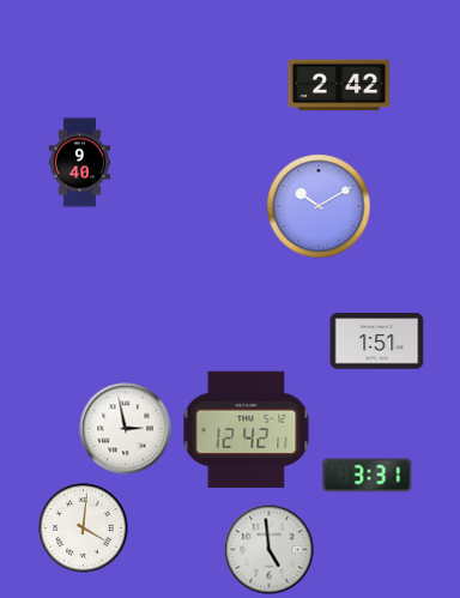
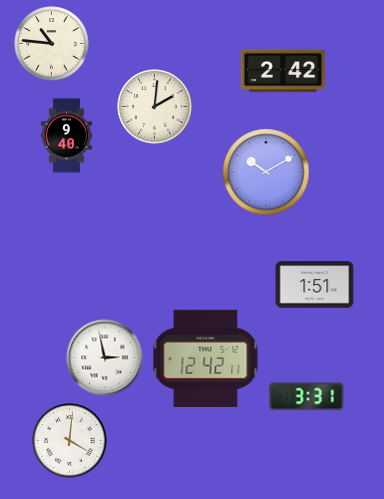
clock at (52, 44): none -> 10:46
clock at (155, 107): none -> 2:01
clock at (270, 550): 4:59 -> none
